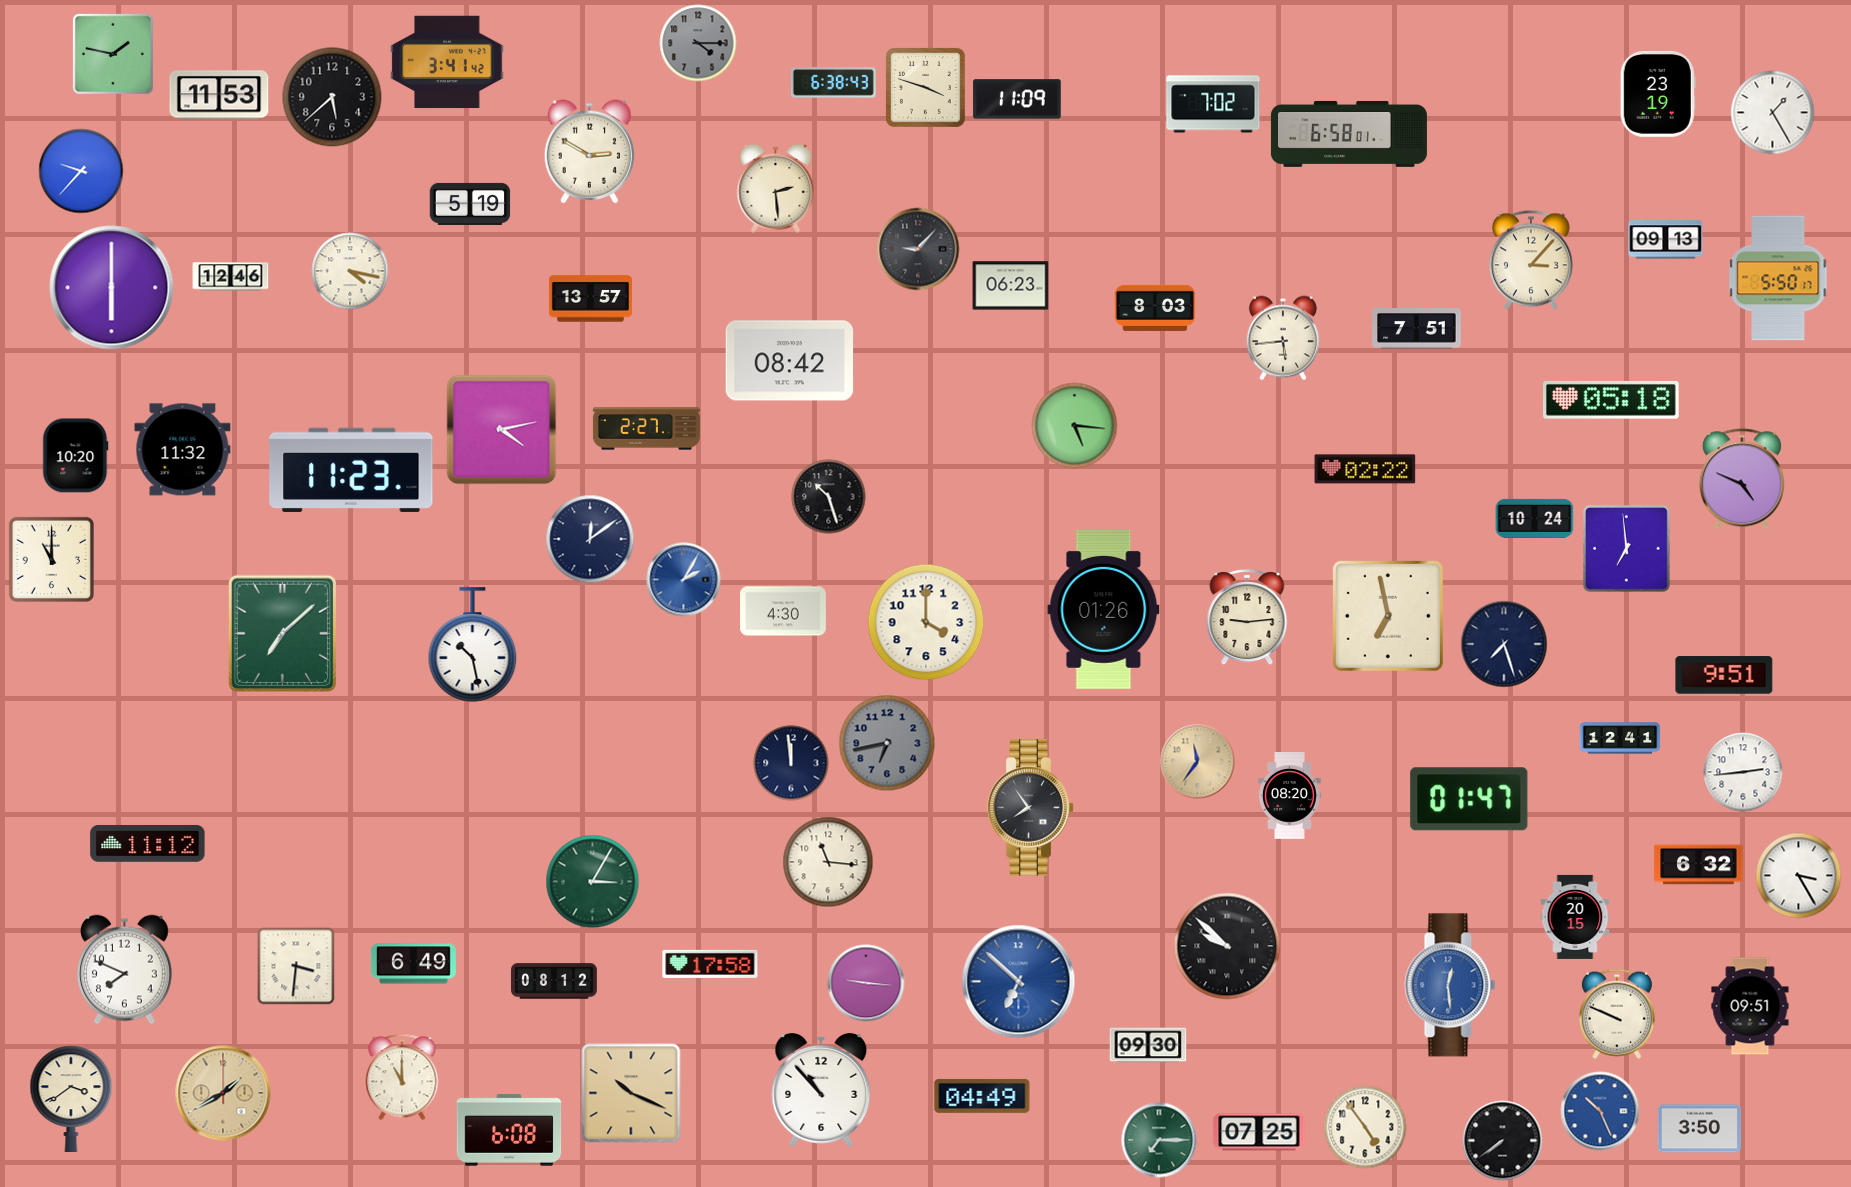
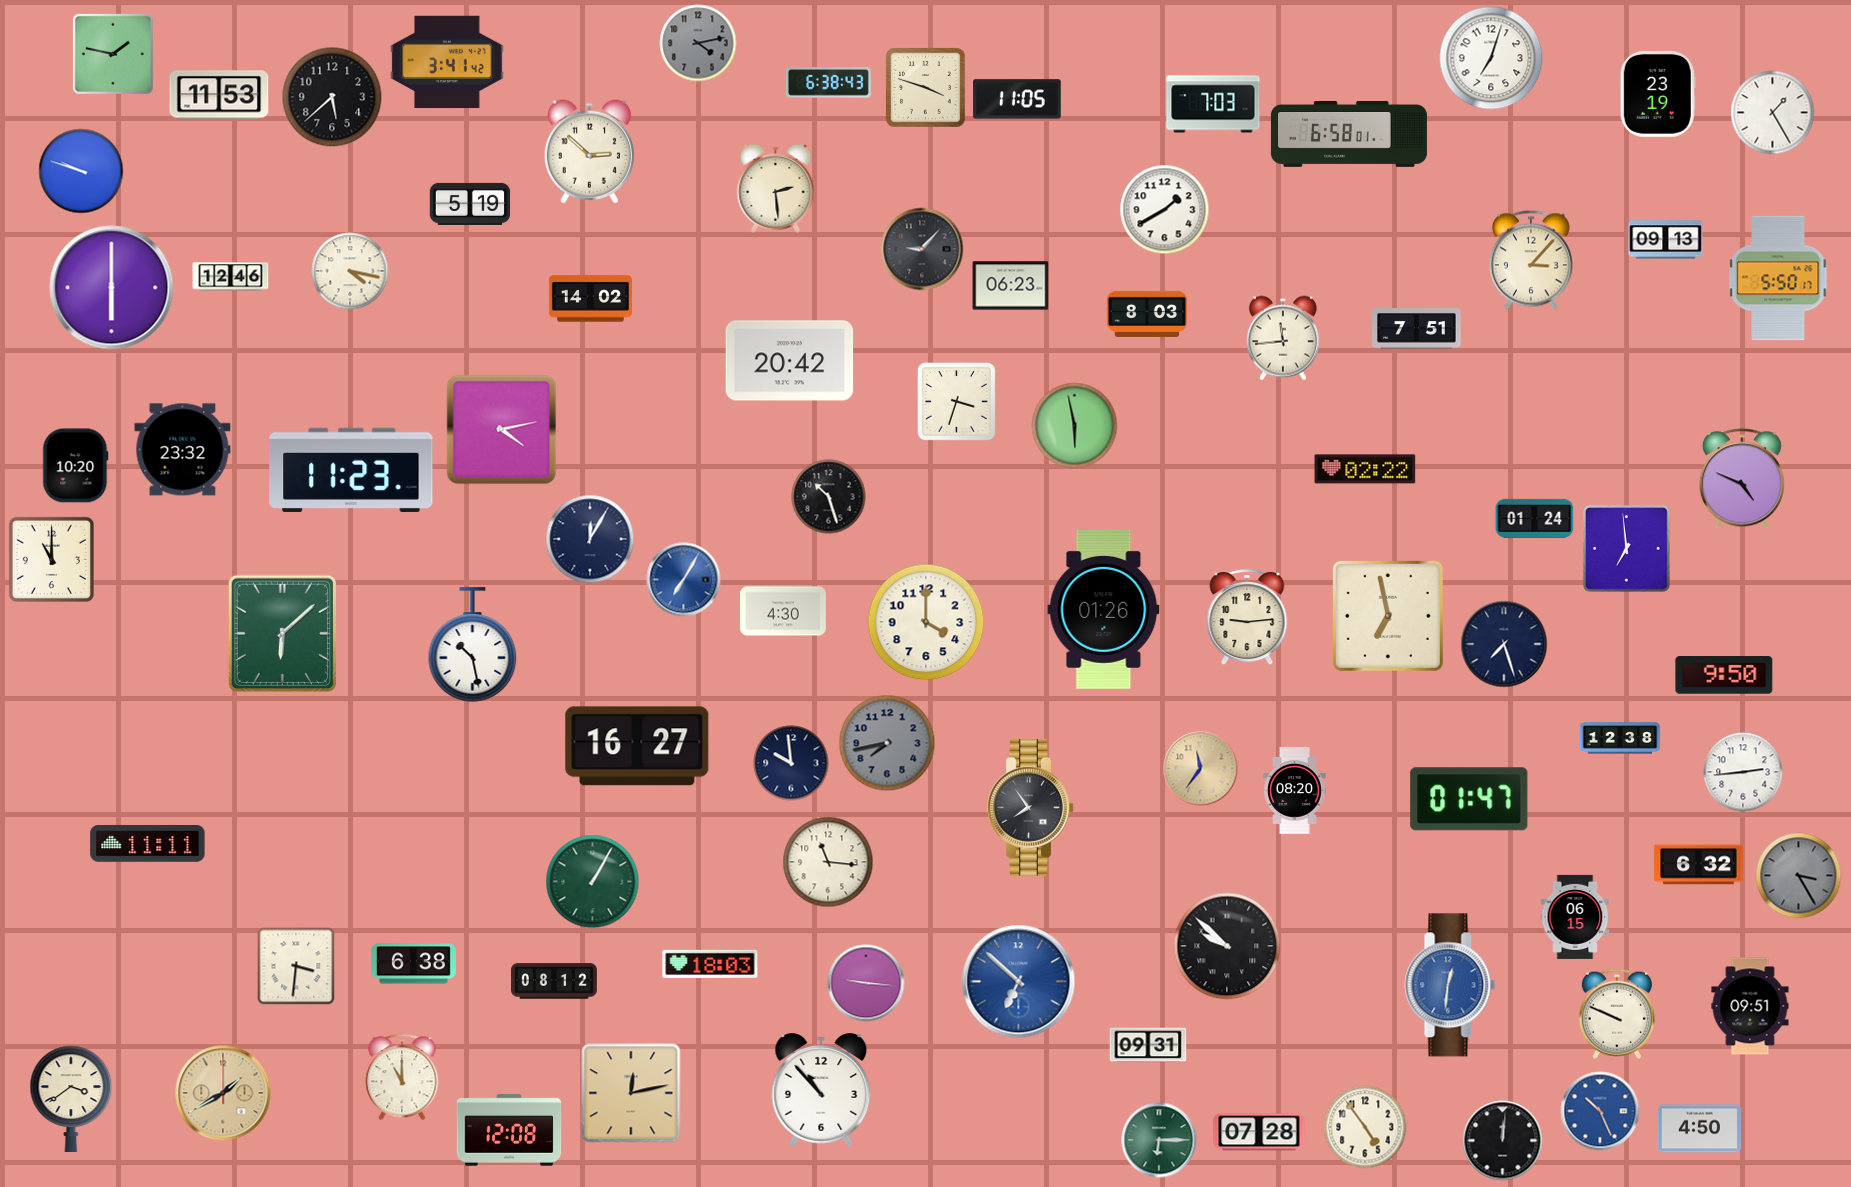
clock at (698, 43): 4:15 -> 4:13
clock at (1491, 58): none -> 7:03
clock at (833, 83) position: (833, 83) -> (828, 83)
clock at (1017, 99): 11:09 -> 11:05
clock at (1213, 104): 7:02 -> 7:03
clock at (589, 152): 2:50 -> 2:52
clock at (81, 171): 9:37 -> 9:48
clock at (1165, 210): none -> 1:40
clock at (918, 249) position: (918, 249) -> (922, 249)
clock at (590, 299): 13:57 -> 14:02
clock at (1155, 308) position: (1155, 308) -> (1147, 314)
clock at (1283, 338): 5:44 -> 11:44
clock at (790, 361): 08:42 -> 20:42
clock at (1612, 400): 05:18 -> none
clock at (956, 401): none -> 3:33
clock at (1075, 426): 5:16 -> 5:58
clock at (646, 429): 2:27 -> none
clock at (183, 450): 11:32 -> 23:32
clock at (76, 456) position: (76, 456) -> (76, 466)
clock at (1535, 518): 10:24 -> 01:24
clock at (590, 539): 12:09 -> 12:05
clock at (684, 580): 2:05 -> 7:05
clock at (282, 633): 7:08 -> 6:08
clock at (1724, 675): 9:51 -> 9:50
clock at (1620, 738): 12:41 -> 12:38
clock at (887, 743): 6:43 -> 7:43
clock at (637, 746): none -> 16:27
clock at (1198, 762) position: (1198, 762) -> (1201, 769)
clock at (791, 763): 11:59 -> 9:59
clock at (1290, 796) position: (1290, 796) -> (1295, 791)
clock at (148, 843): 11:12 -> 11:11
clock at (1799, 876) dial: white -> grey
clock at (593, 882): 3:05 -> 1:05
clock at (1575, 917): 20:15 -> 06:15
clock at (413, 964): 6:49 -> 6:38
clock at (710, 964): 17:58 -> 18:03
clock at (125, 970): 7:49 -> none
clock at (1450, 985): 12:29 -> 12:31
clock at (1148, 1045): 09:30 -> 09:31
clock at (631, 1093): 10:19 -> 12:13
clock at (982, 1096): 04:49 -> none
clock at (1699, 1129): 3:50 -> 4:50
clock at (509, 1130): 6:08 -> 12:08
clock at (1259, 1132): 07:25 -> 07:28
clock at (1159, 1140): 7:15 -> 6:15
clock at (1503, 1141): 7:39 -> 12:01
